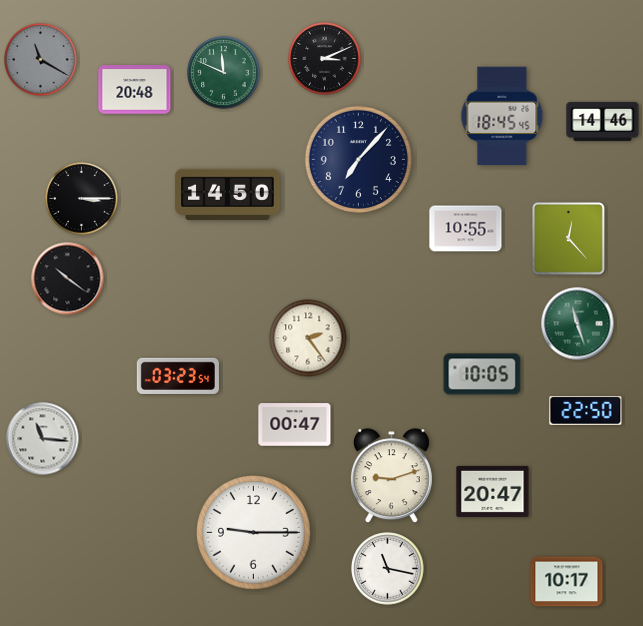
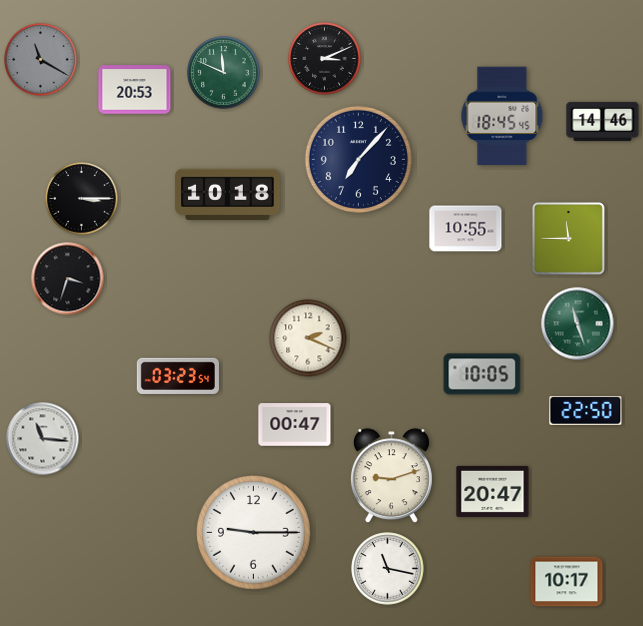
clock at (135, 90): 20:48 -> 20:53
clock at (228, 194): 14:50 -> 10:18
clock at (568, 238): 12:23 -> 11:45
clock at (68, 279): 10:21 -> 3:33
clock at (308, 338): 2:24 -> 2:19
